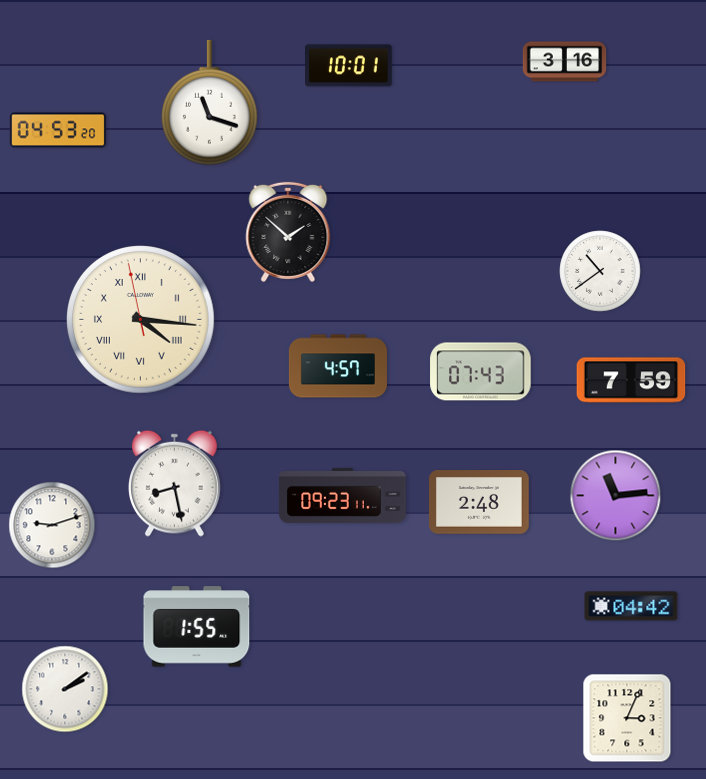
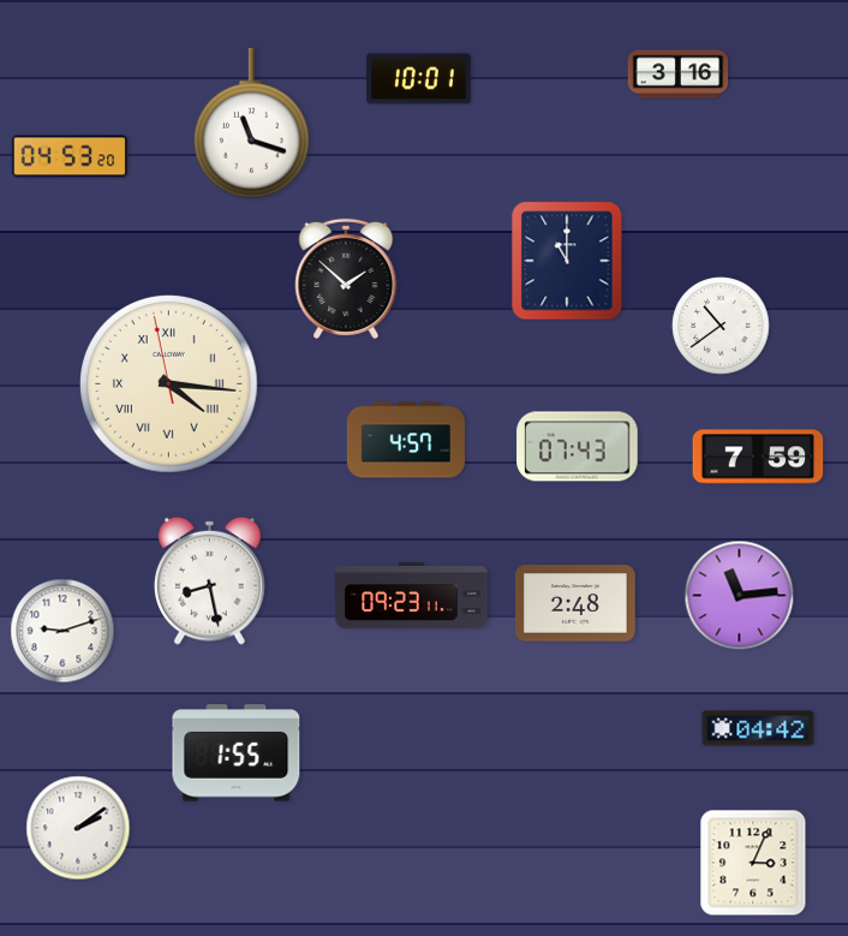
clock at (567, 261): none -> 11:00
